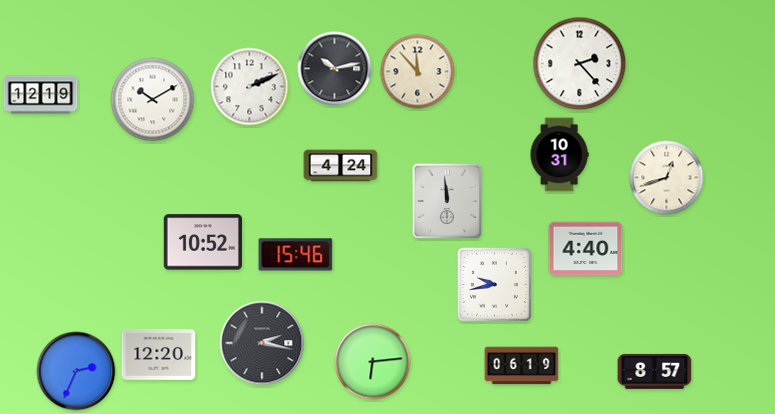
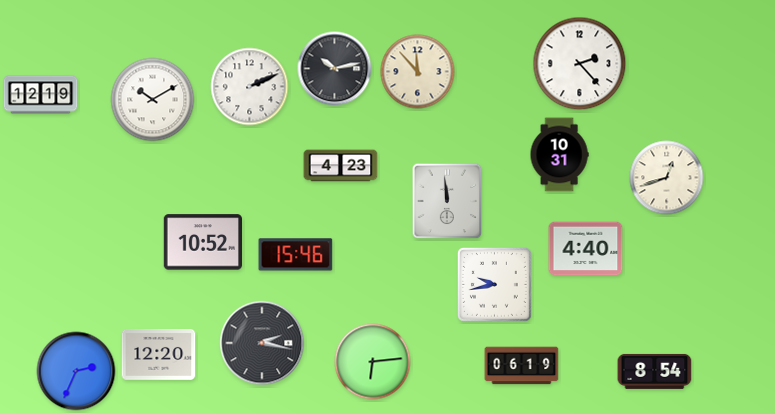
clock at (341, 166): 4:24 -> 4:23
clock at (655, 371): 8:57 -> 8:54
